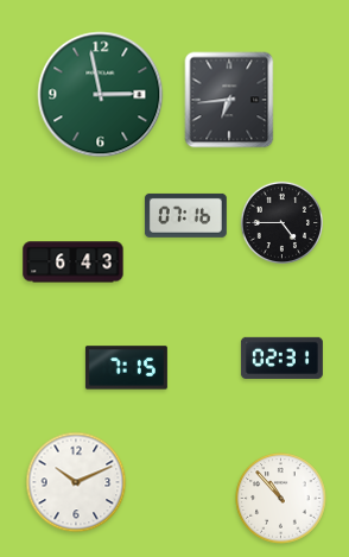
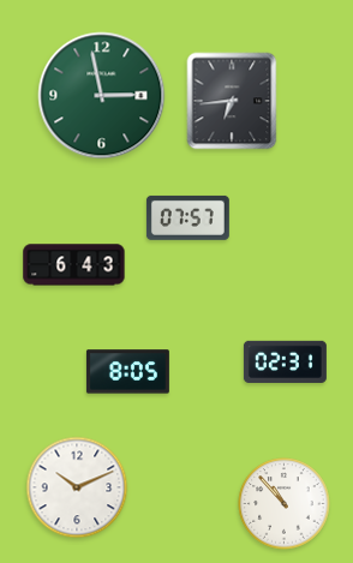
clock at (185, 215): 07:16 -> 07:57
clock at (283, 223): 4:45 -> none
clock at (126, 368): 7:15 -> 8:05
